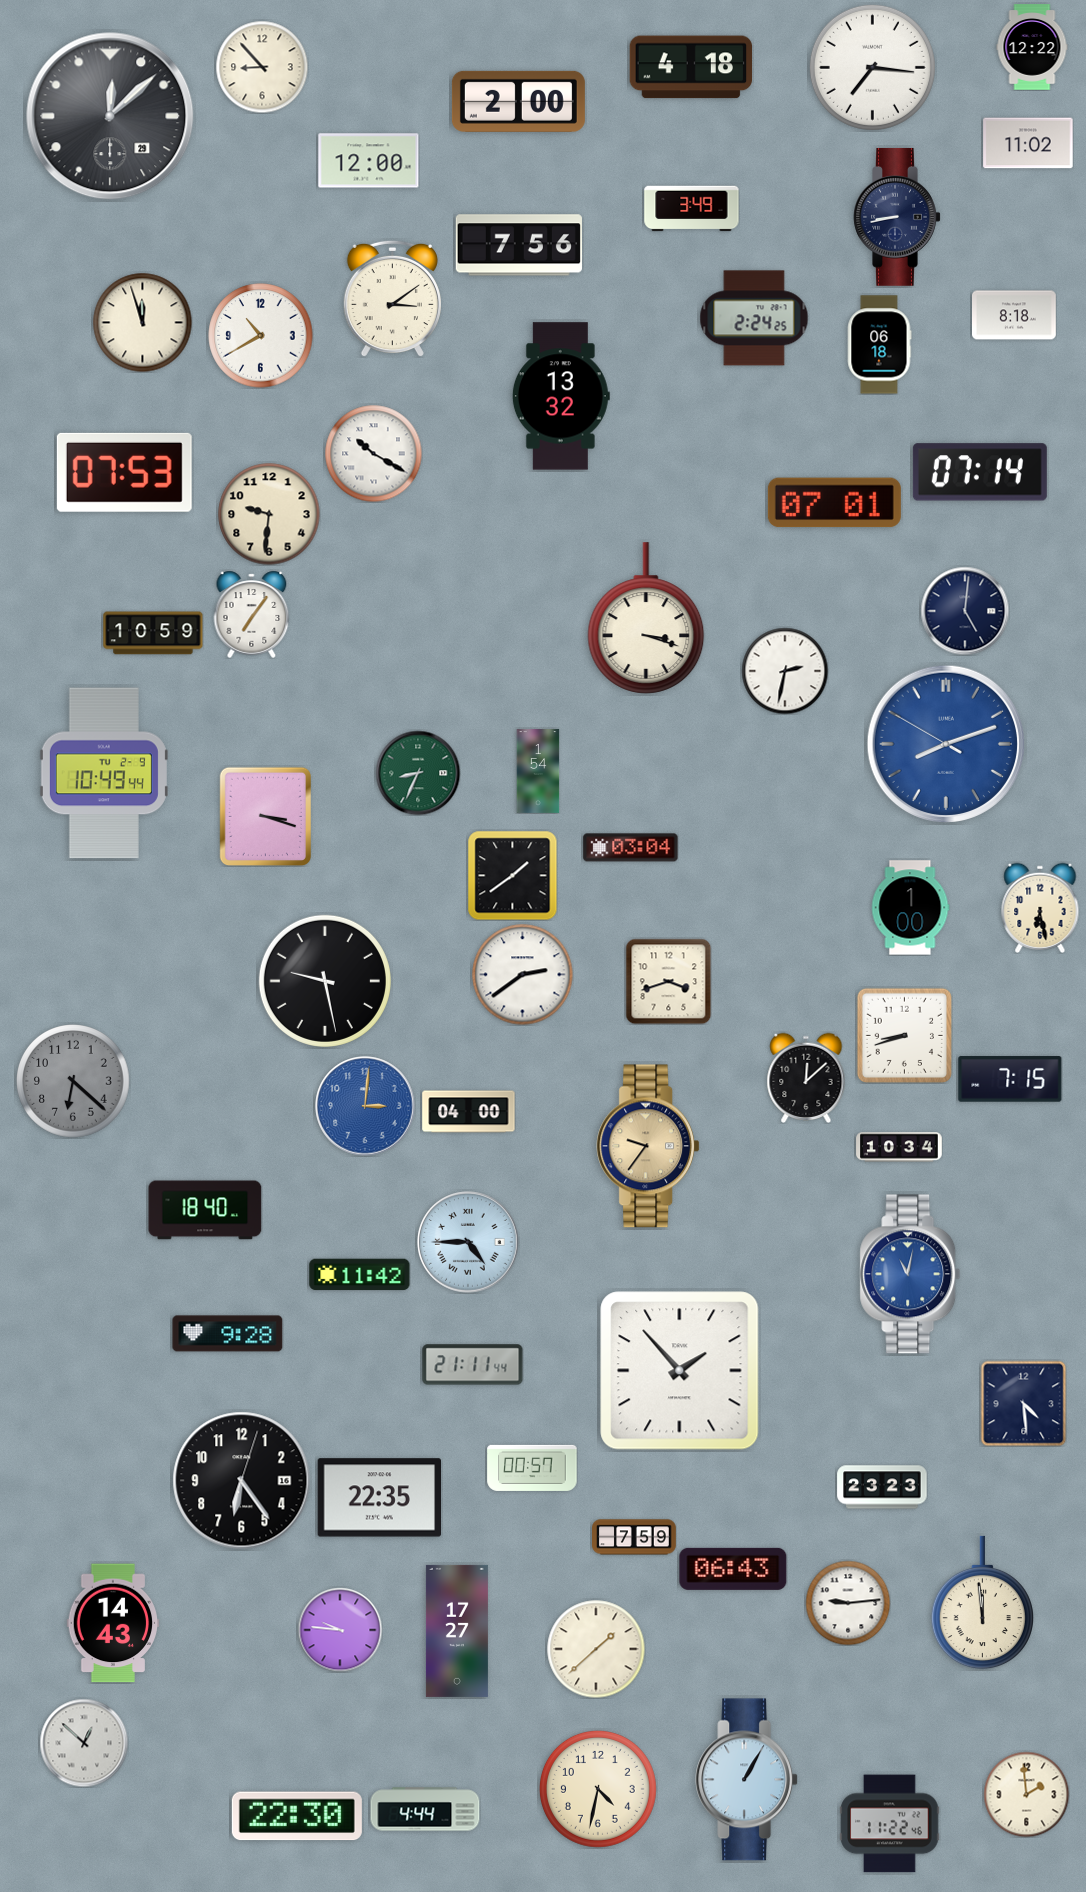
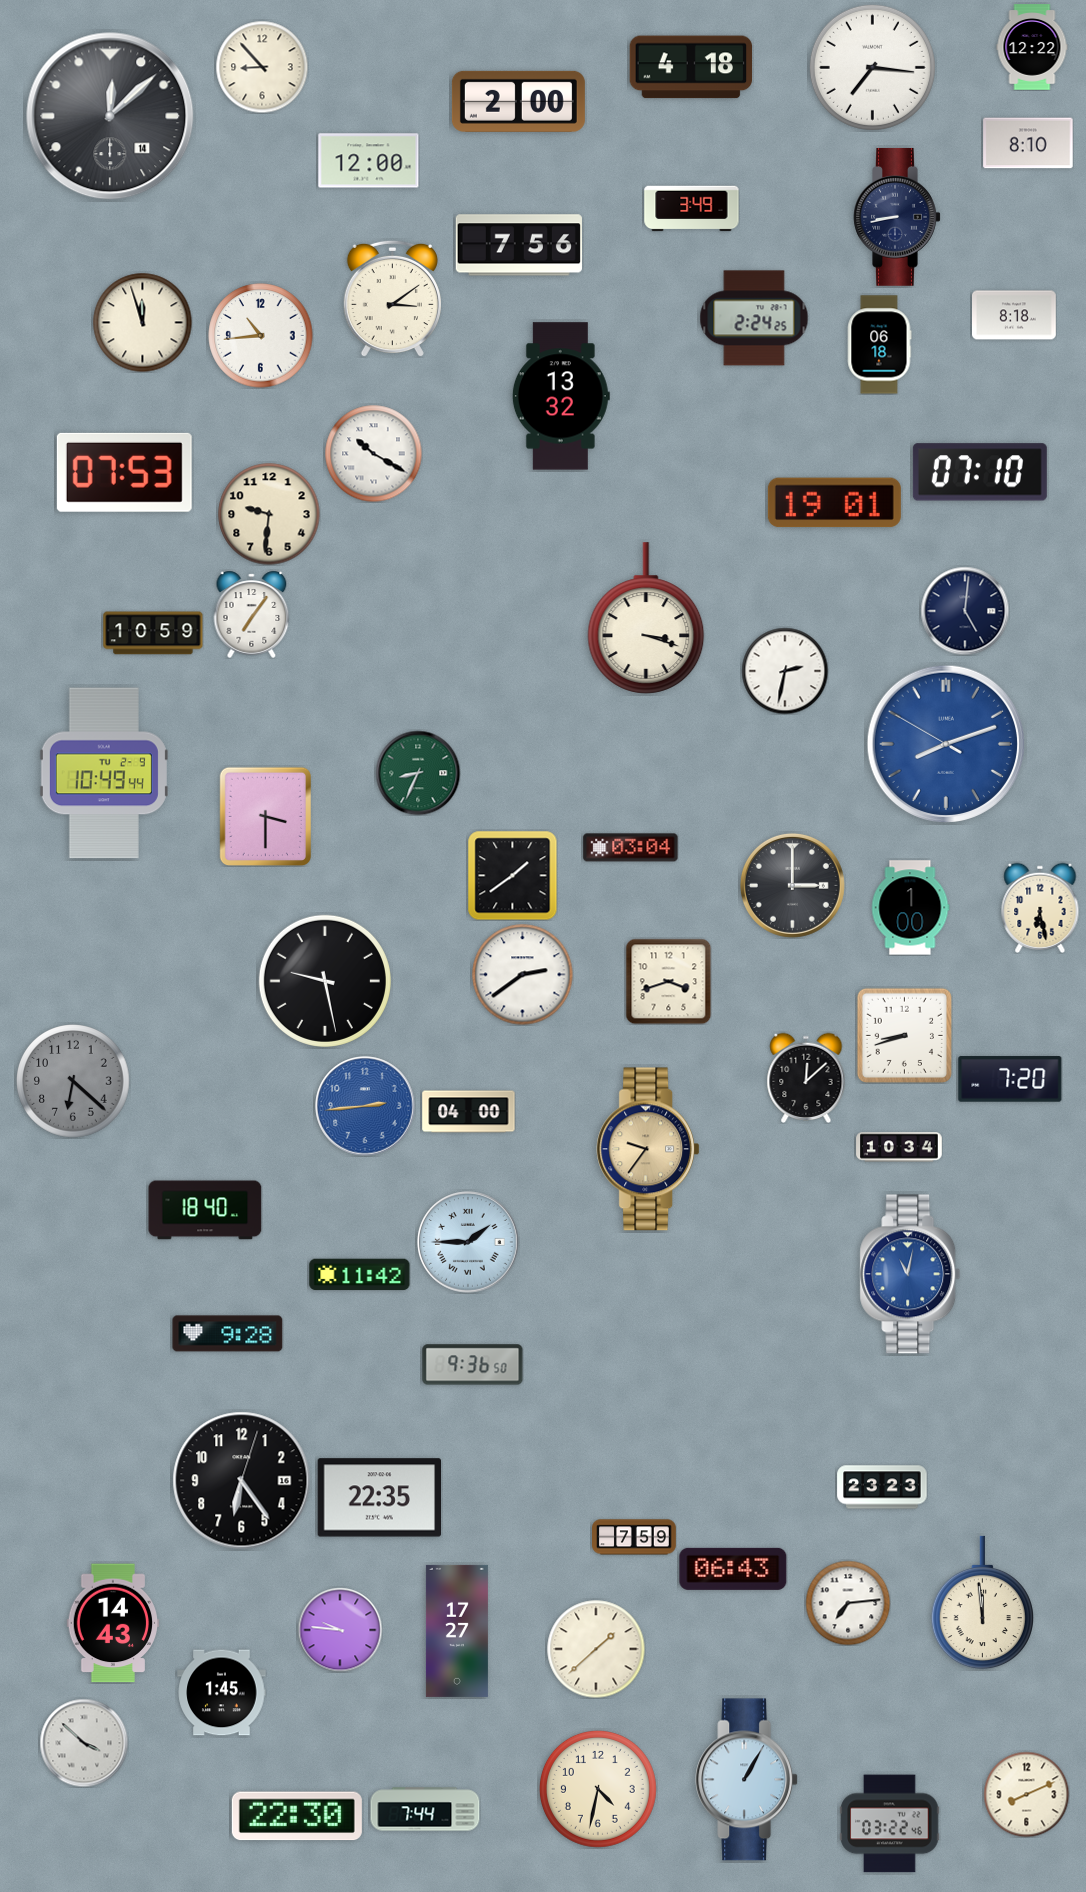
clock at (110, 116) date: 29 -> 14
clock at (1028, 143): 11:02 -> 8:10
clock at (261, 336): 10:40 -> 10:44
clock at (980, 472): 07:14 -> 07:10
clock at (834, 503): 07:01 -> 19:01
clock at (538, 771): 1:54 -> none
clock at (265, 816): 3:18 -> 3:30
clock at (792, 885): none -> 3:00
clock at (1010, 1079): 7:15 -> 7:20
clock at (365, 1106): 3:01 -> 2:44
clock at (648, 1146) position: (648, 1146) -> (648, 1149)
clock at (468, 1242): 4:45 -> 1:45
clock at (473, 1365): 21:11 -> 9:36
clock at (680, 1371): 1:53 -> none
clock at (1023, 1403): 4:29 -> none
clock at (532, 1468): 00:57 -> none
clock at (848, 1603): 9:14 -> 7:14
clock at (222, 1693): none -> 1:45
clock at (84, 1743): 12:52 -> 3:52
clock at (1026, 1794): 1:59 -> 8:11
clock at (425, 1809): 4:44 -> 7:44
clock at (890, 1824): 11:22 -> 03:22
